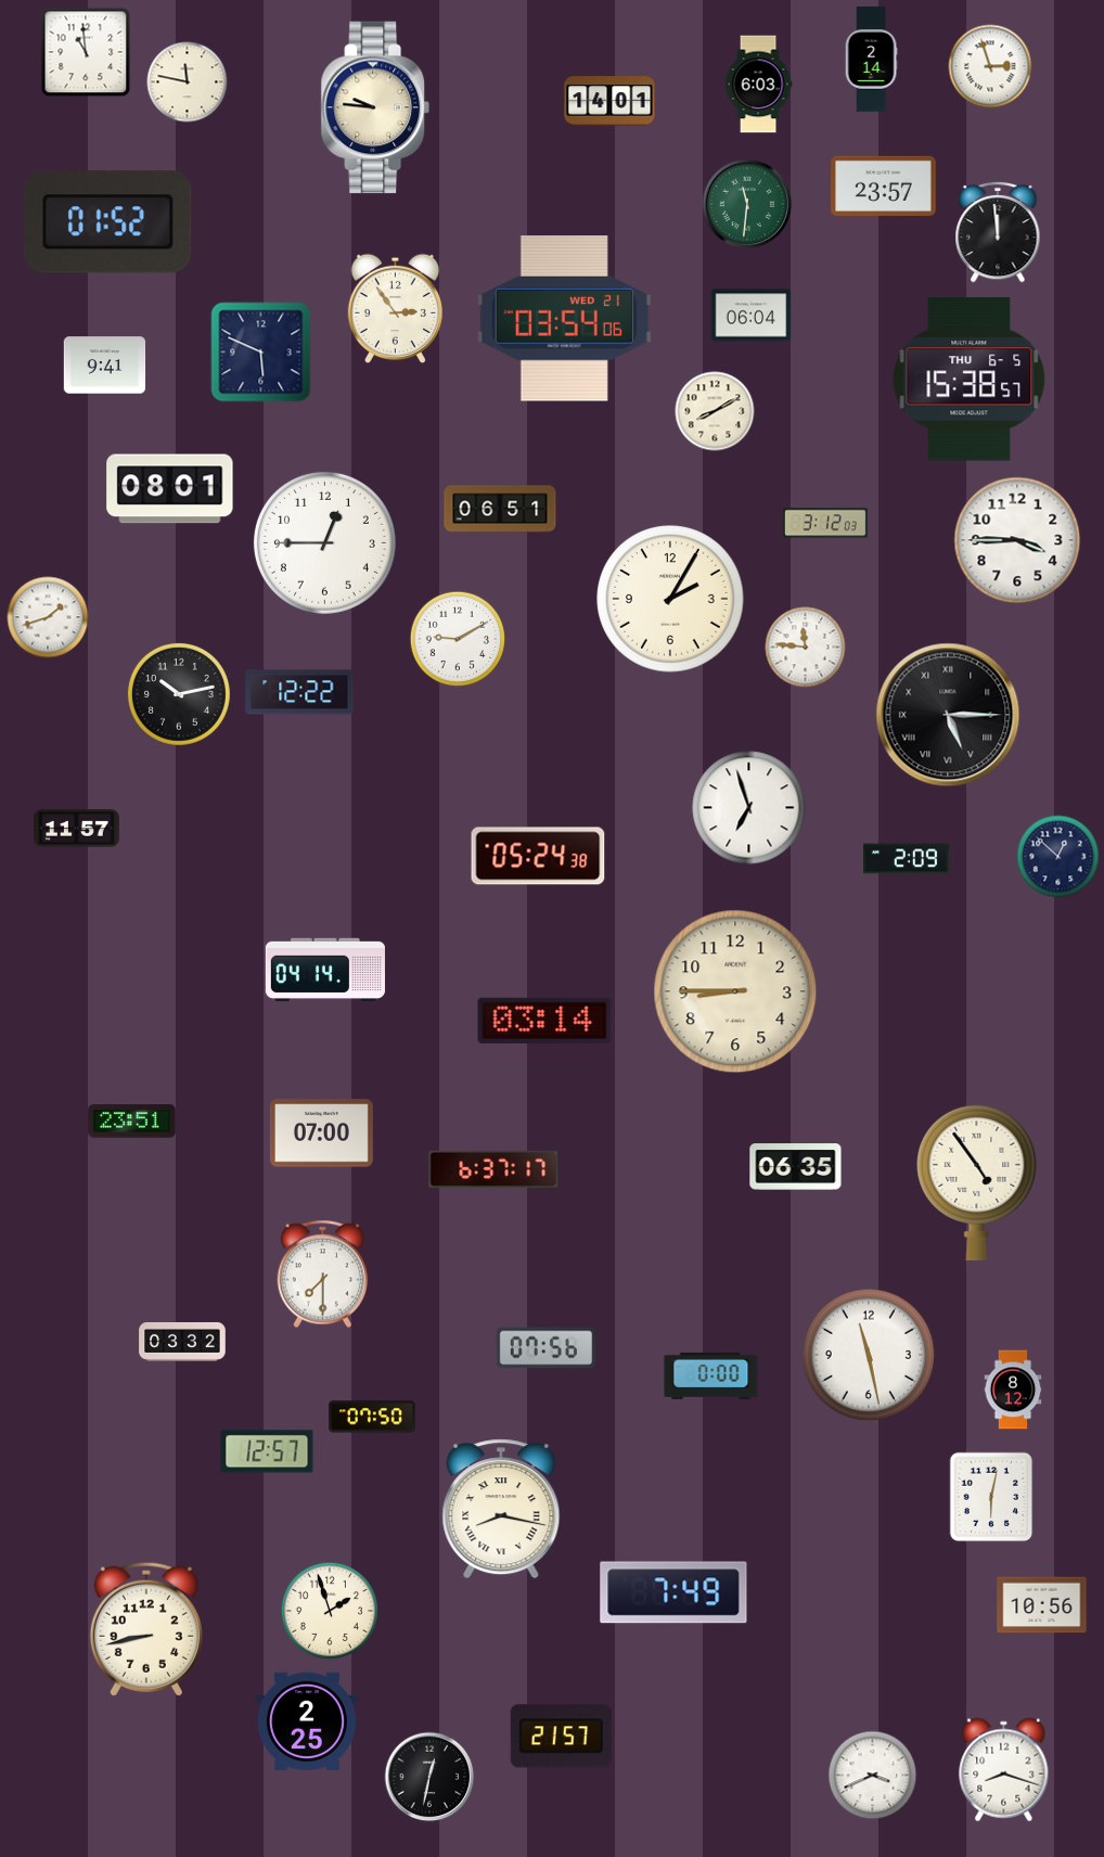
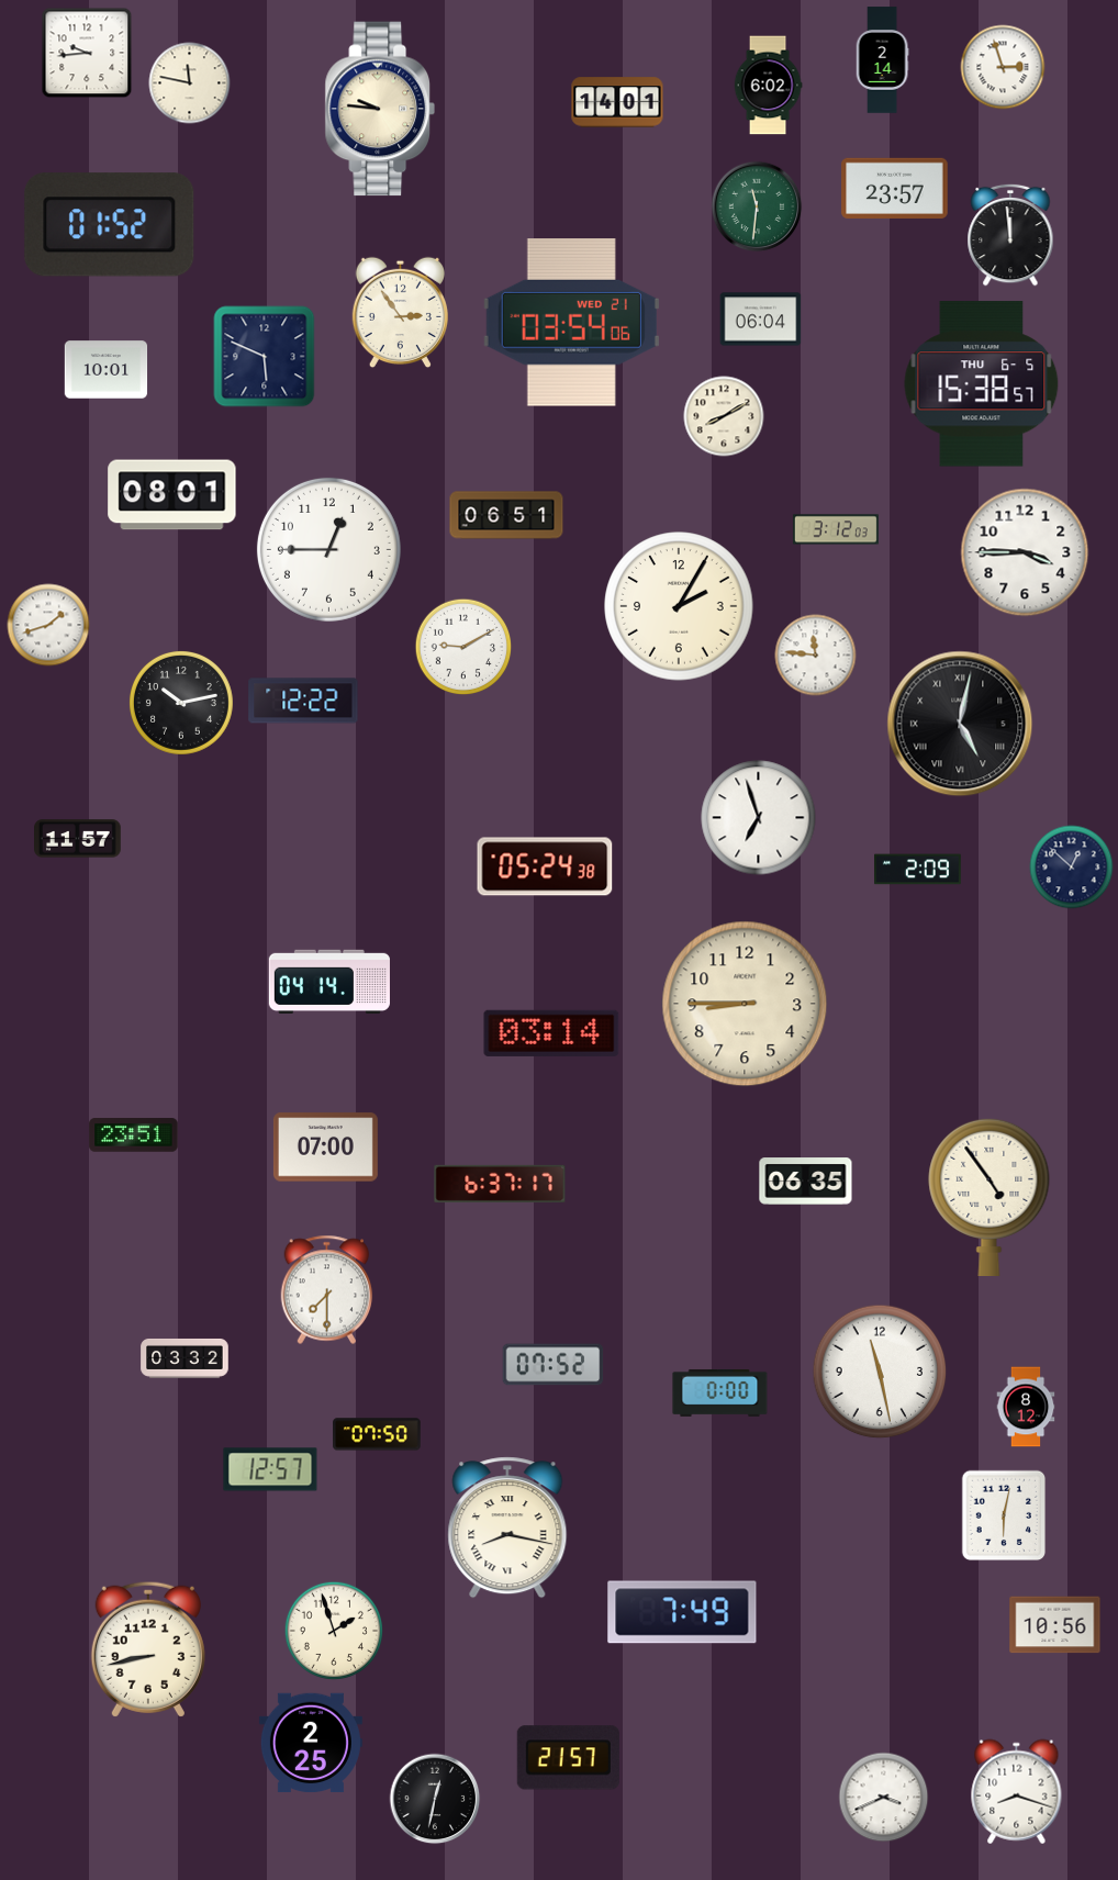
clock at (86, 52): 10:59 -> 9:44
clock at (758, 85): 6:03 -> 6:02
clock at (105, 366): 9:41 -> 10:01
clock at (1017, 540) position: (1017, 540) -> (1025, 552)
clock at (948, 715): 5:15 -> 5:02
clock at (547, 1348): 07:56 -> 07:52
